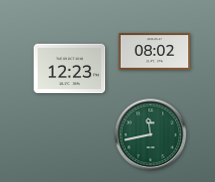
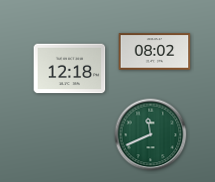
clock at (70, 69): 12:23 -> 12:18
clock at (151, 135): 11:43 -> 11:41
